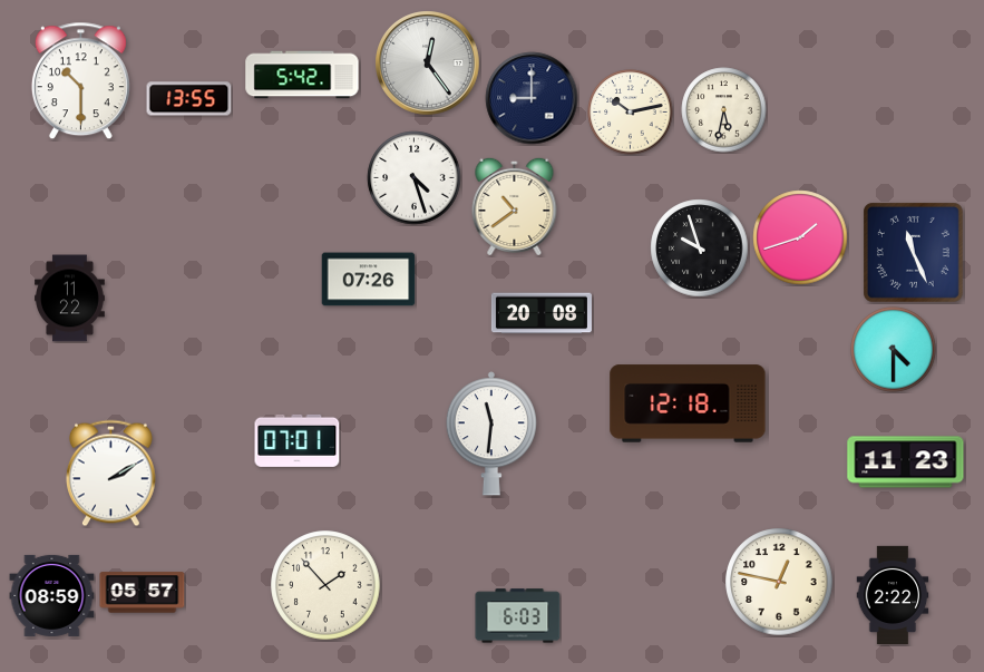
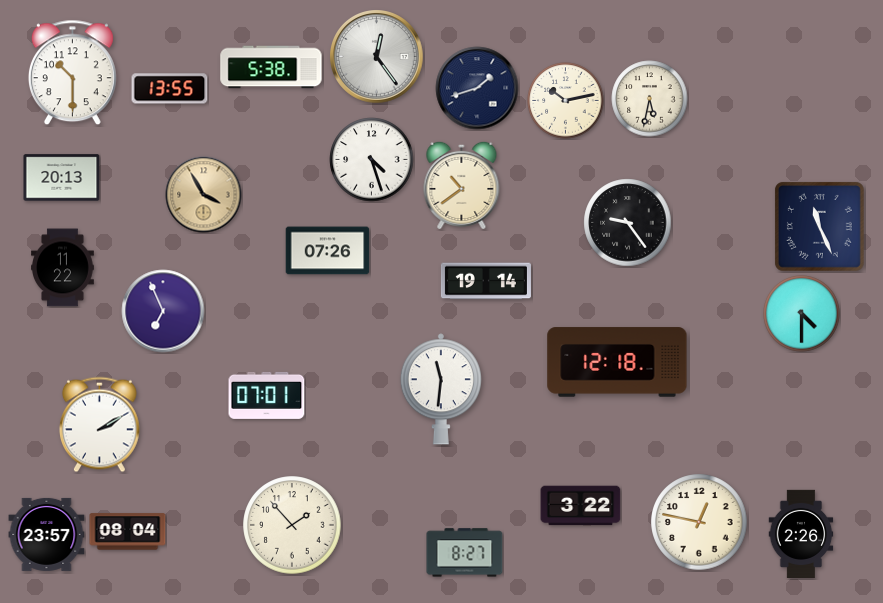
clock at (428, 64) position: (428, 64) -> (377, 57)
clock at (302, 75): 5:42 -> 5:38
clock at (532, 98): 9:00 -> 1:42
clock at (62, 178): none -> 20:13
clock at (204, 195): none -> 3:55
clock at (800, 237): 1:42 -> none
clock at (700, 249): 9:57 -> 9:24
clock at (369, 280) position: (369, 280) -> (328, 251)
clock at (542, 313): 20:08 -> 19:14
clock at (163, 311): none -> 6:56
clock at (906, 462): 11:23 -> none
clock at (581, 506): none -> 3:22
clock at (143, 593): 05:57 -> 08:04
clock at (893, 594): 2:22 -> 2:26
clock at (52, 595): 08:59 -> 23:57
clock at (518, 616): 6:03 -> 8:27
